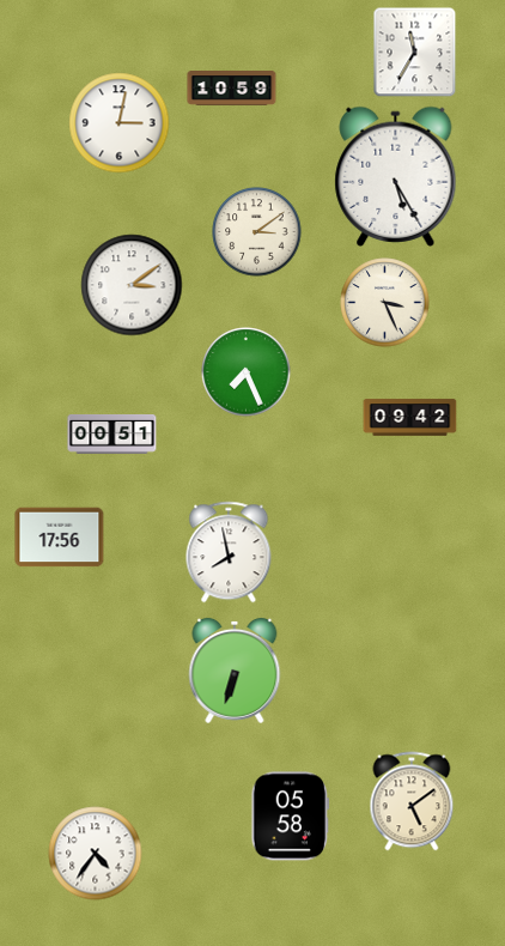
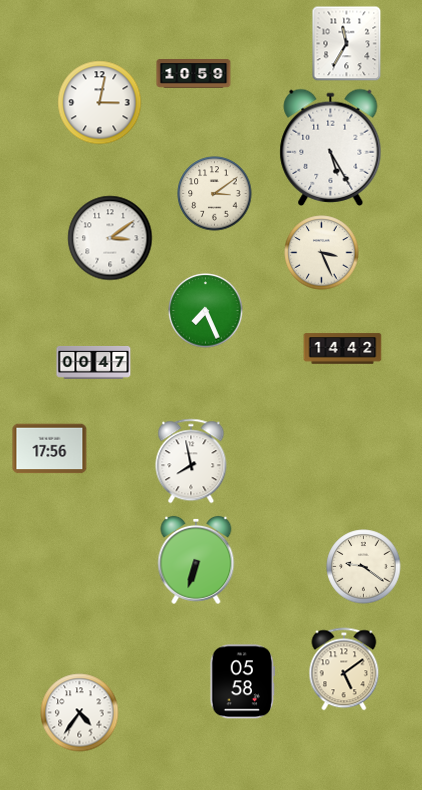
clock at (410, 418): 09:42 -> 14:42
clock at (112, 433): 00:51 -> 00:47
clock at (364, 567): none -> 9:21
